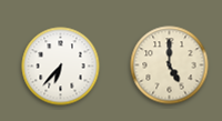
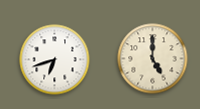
clock at (61, 67): 6:37 -> 6:42
